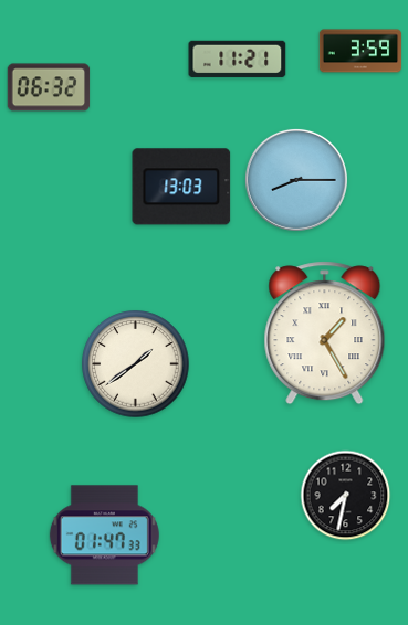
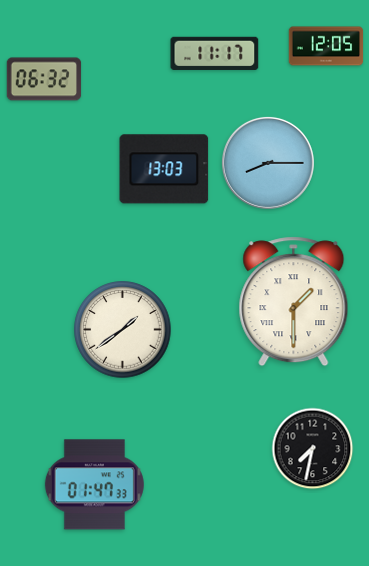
clock at (360, 51): 3:59 -> 12:05
clock at (238, 59): 11:21 -> 11:17
clock at (325, 333): 1:25 -> 1:30
